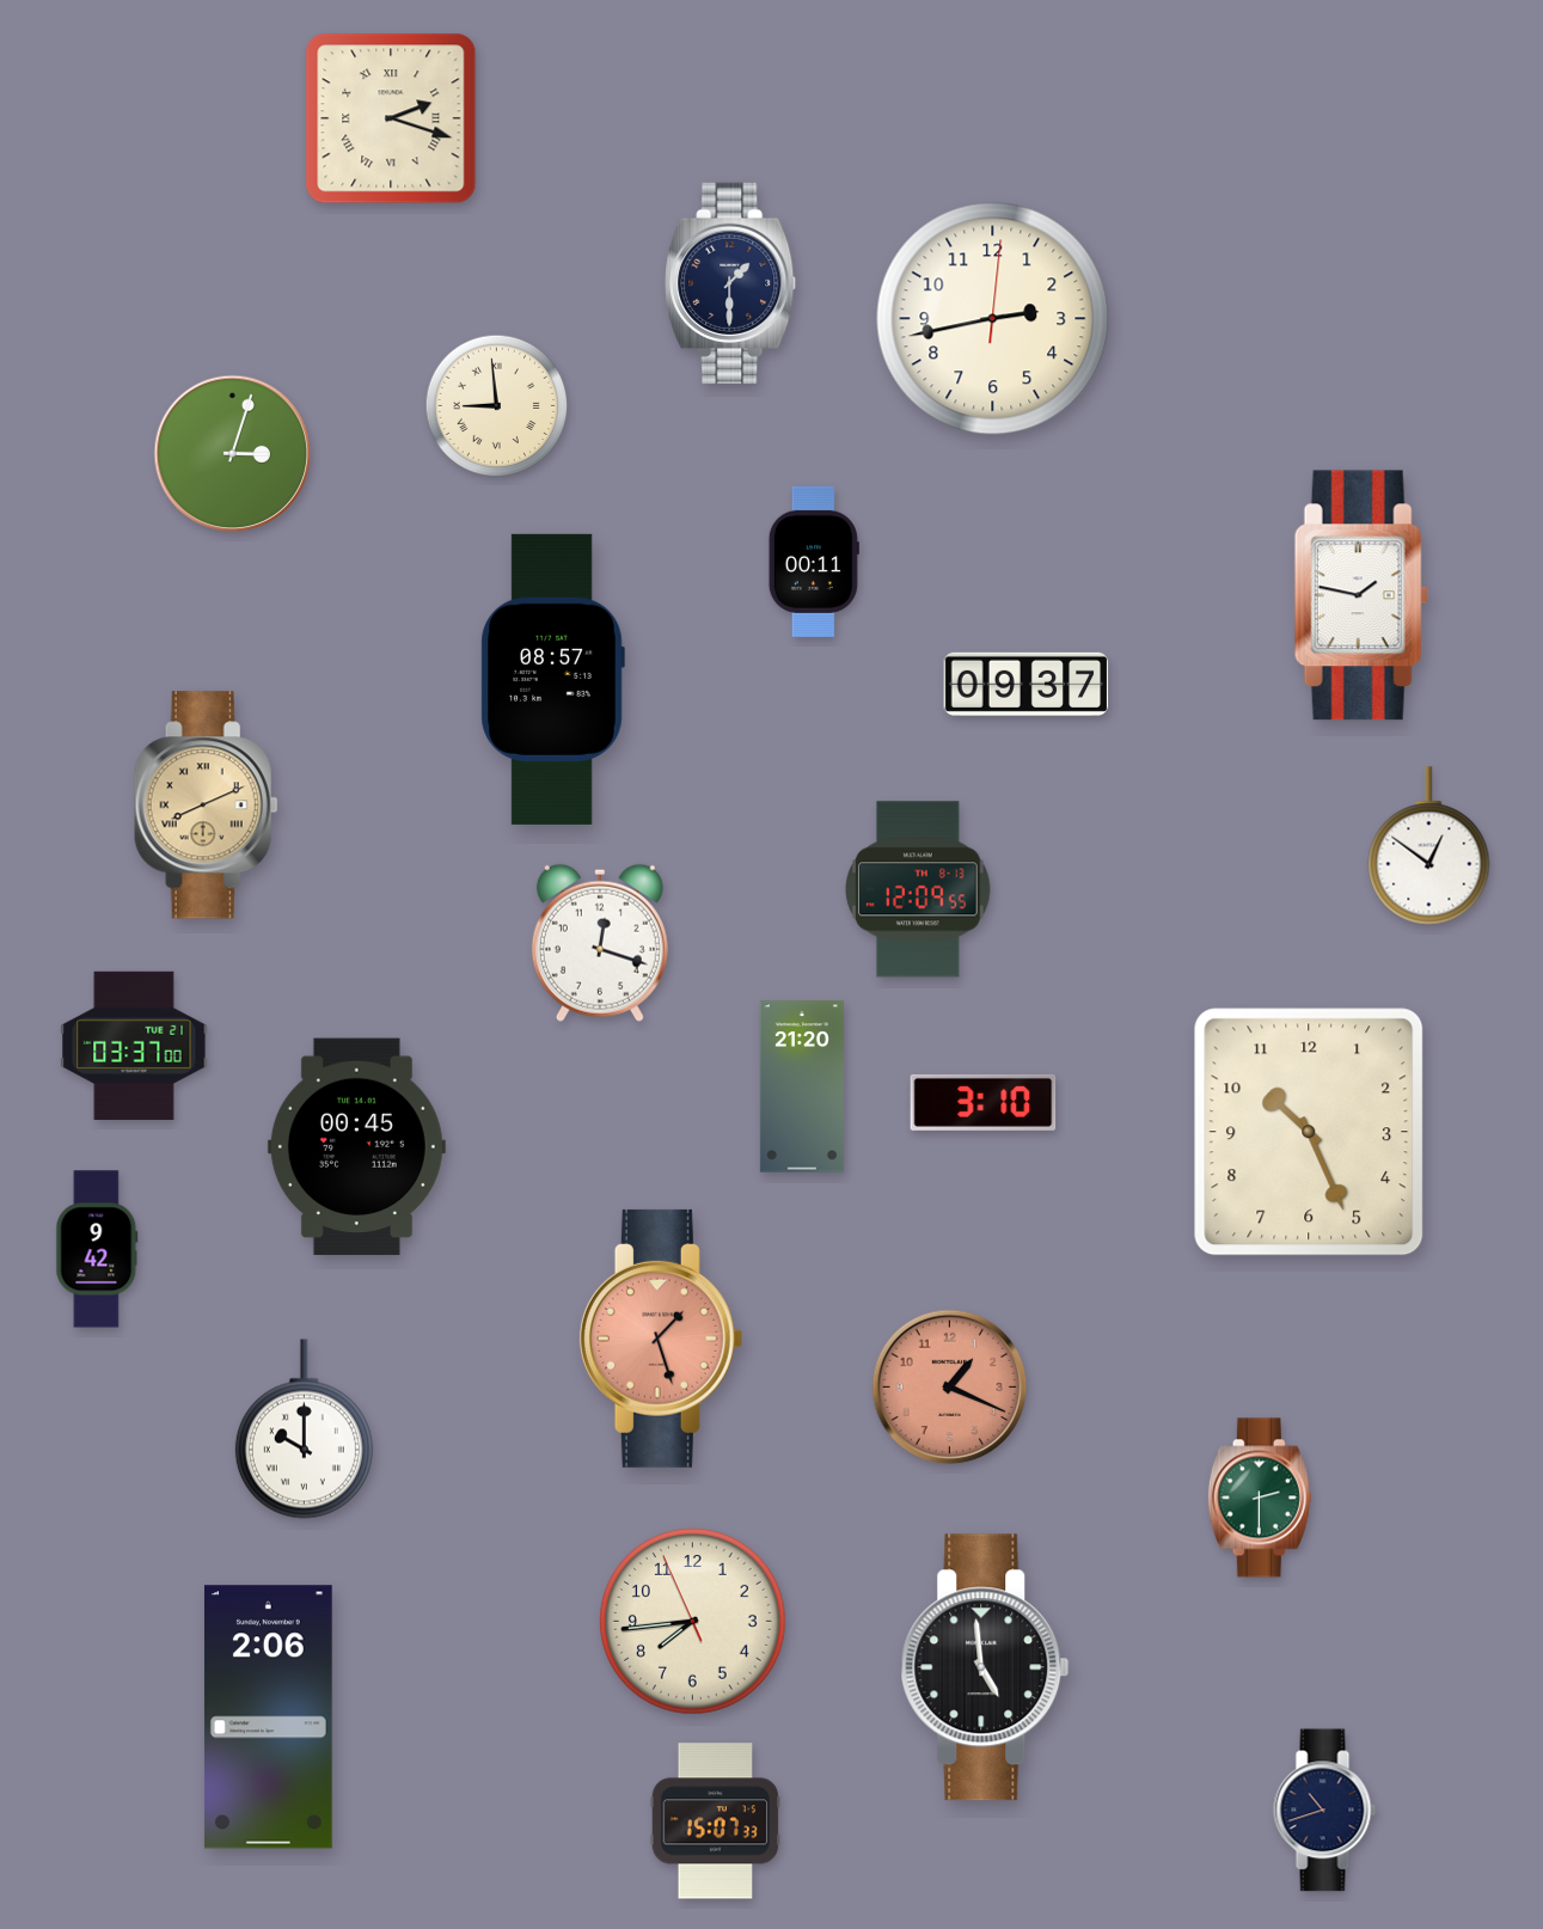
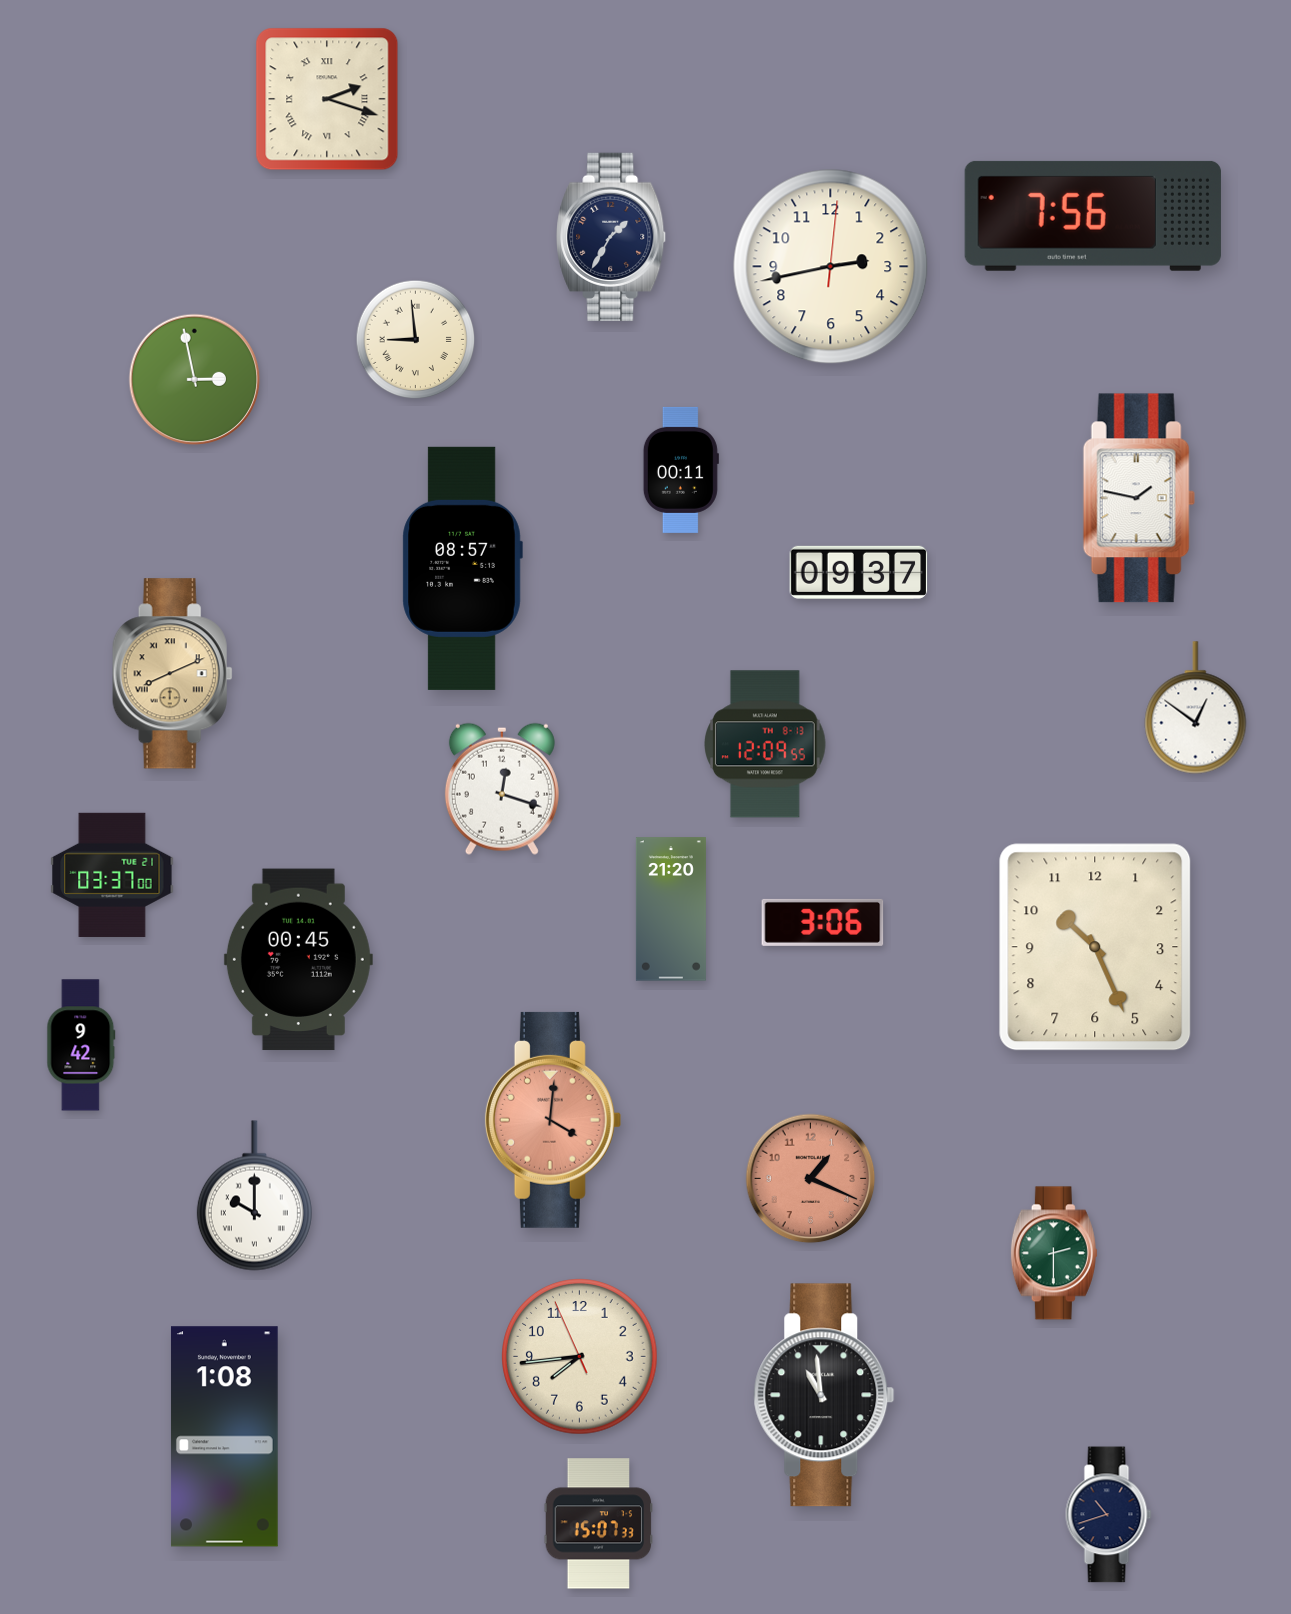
clock at (1093, 216): none -> 7:56
clock at (731, 283): 1:30 -> 1:35
clock at (233, 454): 3:03 -> 2:58
clock at (919, 889) position: (919, 889) -> (766, 744)
clock at (984, 1102): 3:10 -> 3:06
clock at (661, 1339): 1:27 -> 4:01
clock at (950, 1388) position: (950, 1388) -> (811, 1179)
clock at (985, 1667): 4:59 -> 10:59
clock at (268, 1717): 2:06 -> 1:08
